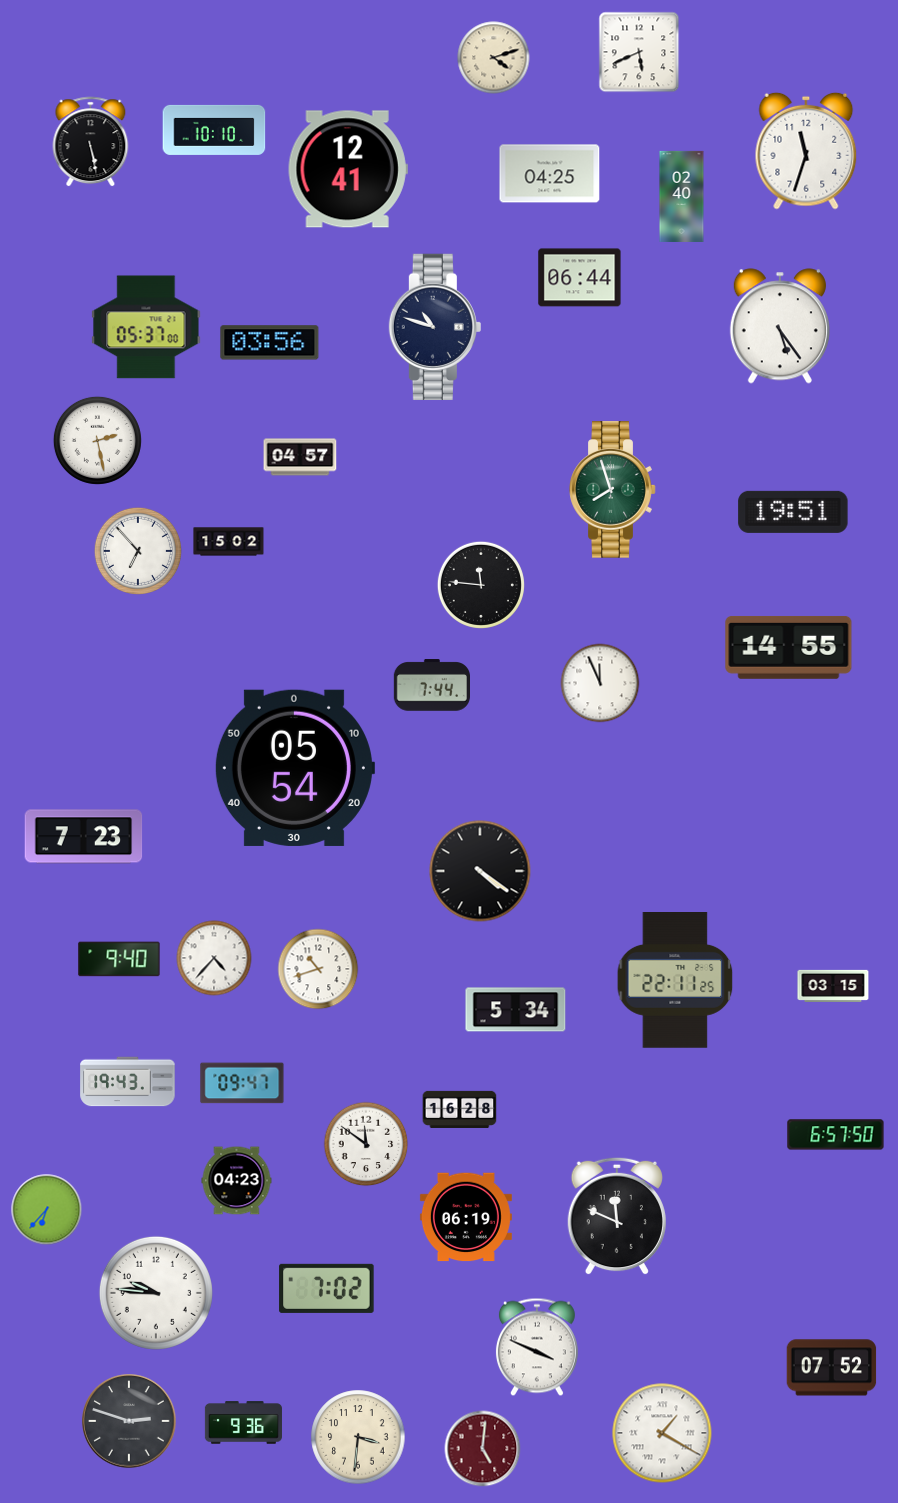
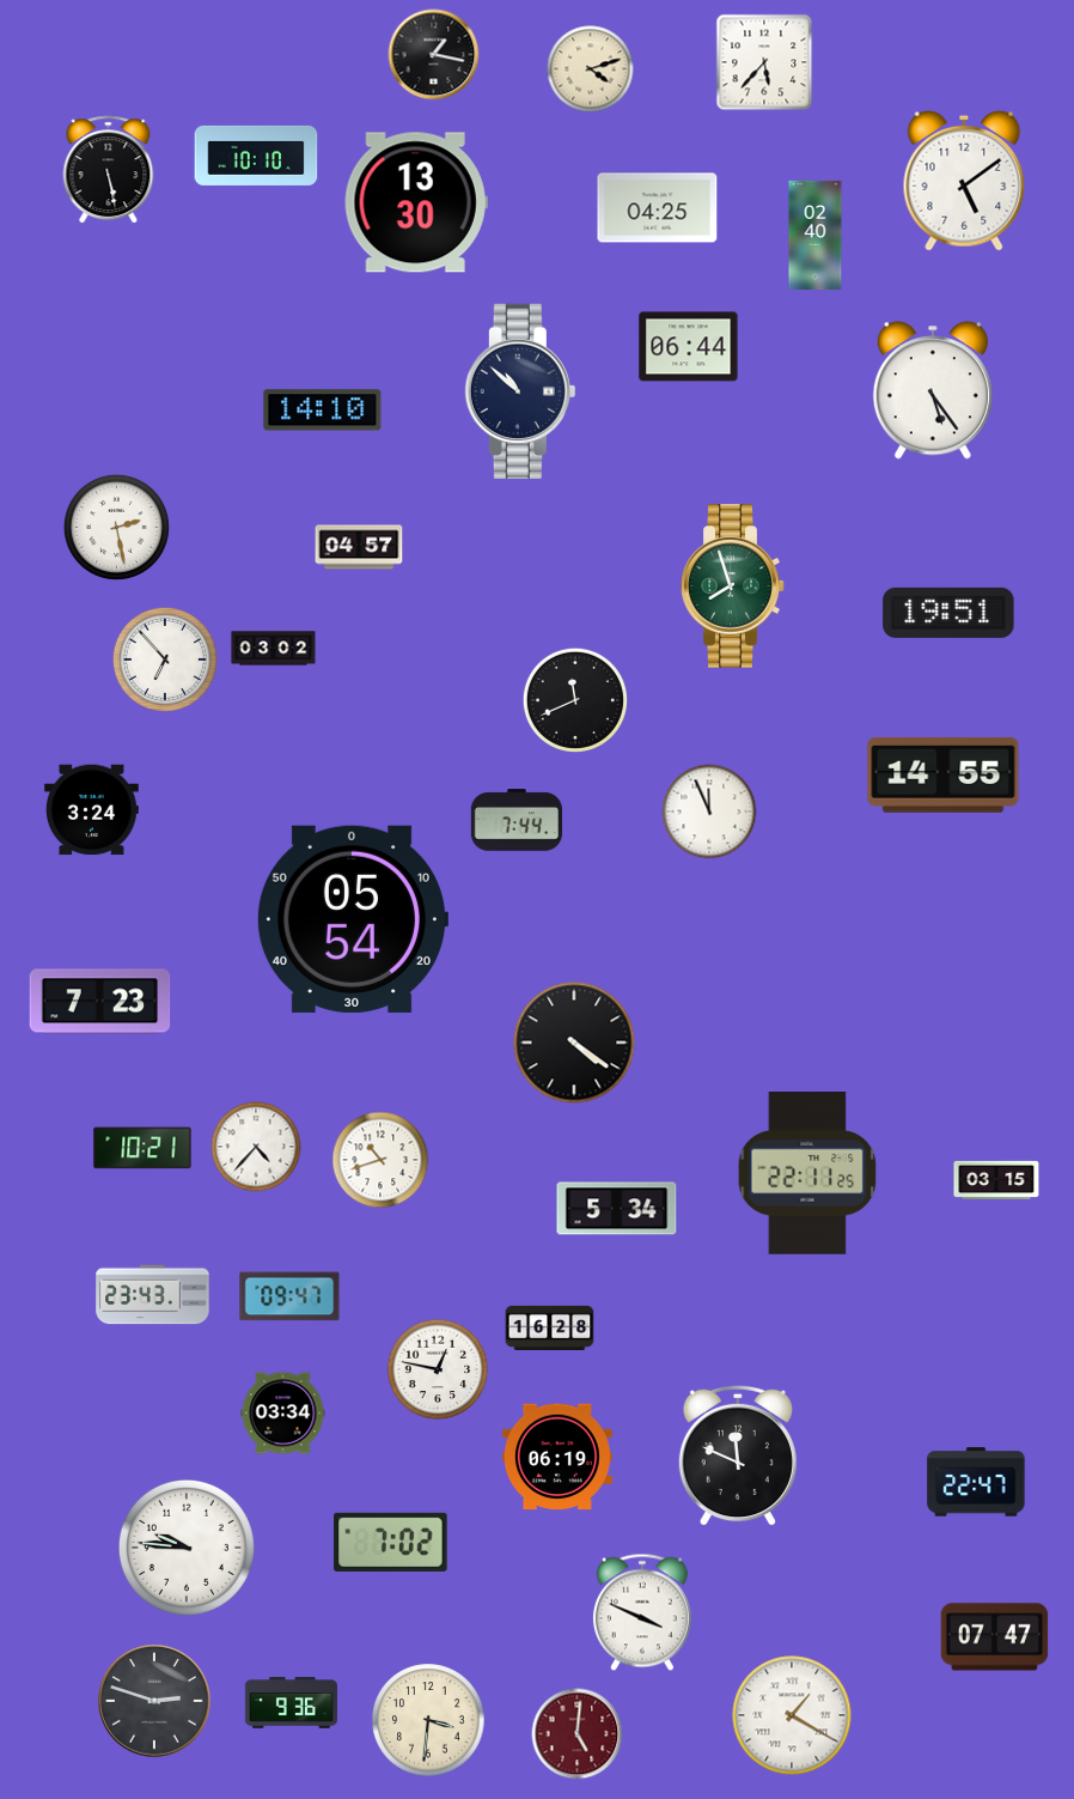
clock at (434, 55): none -> 1:17
clock at (639, 52): 5:41 -> 5:37
clock at (806, 151): 11:33 -> 5:09
clock at (348, 169): 12:41 -> 13:30
clock at (580, 278) position: (580, 278) -> (689, 347)
clock at (435, 326): 10:48 -> 10:52
clock at (146, 327): 05:37 -> none
clock at (270, 343): 03:56 -> 14:10
clock at (229, 542): 15:02 -> 03:02
clock at (481, 585): 11:46 -> 11:41
clock at (91, 810): none -> 3:24
clock at (600, 683) position: (600, 683) -> (709, 812)
clock at (119, 959): 9:40 -> 10:21
clock at (128, 1082): 19:43 -> 23:43
clock at (836, 1135): 6:57 -> none
clock at (366, 1144): 11:51 -> 12:47
clock at (237, 1181): 04:23 -> 03:34
clock at (47, 1210): 6:37 -> none
clock at (976, 1482): none -> 22:47
clock at (832, 1368): 07:52 -> 07:47
